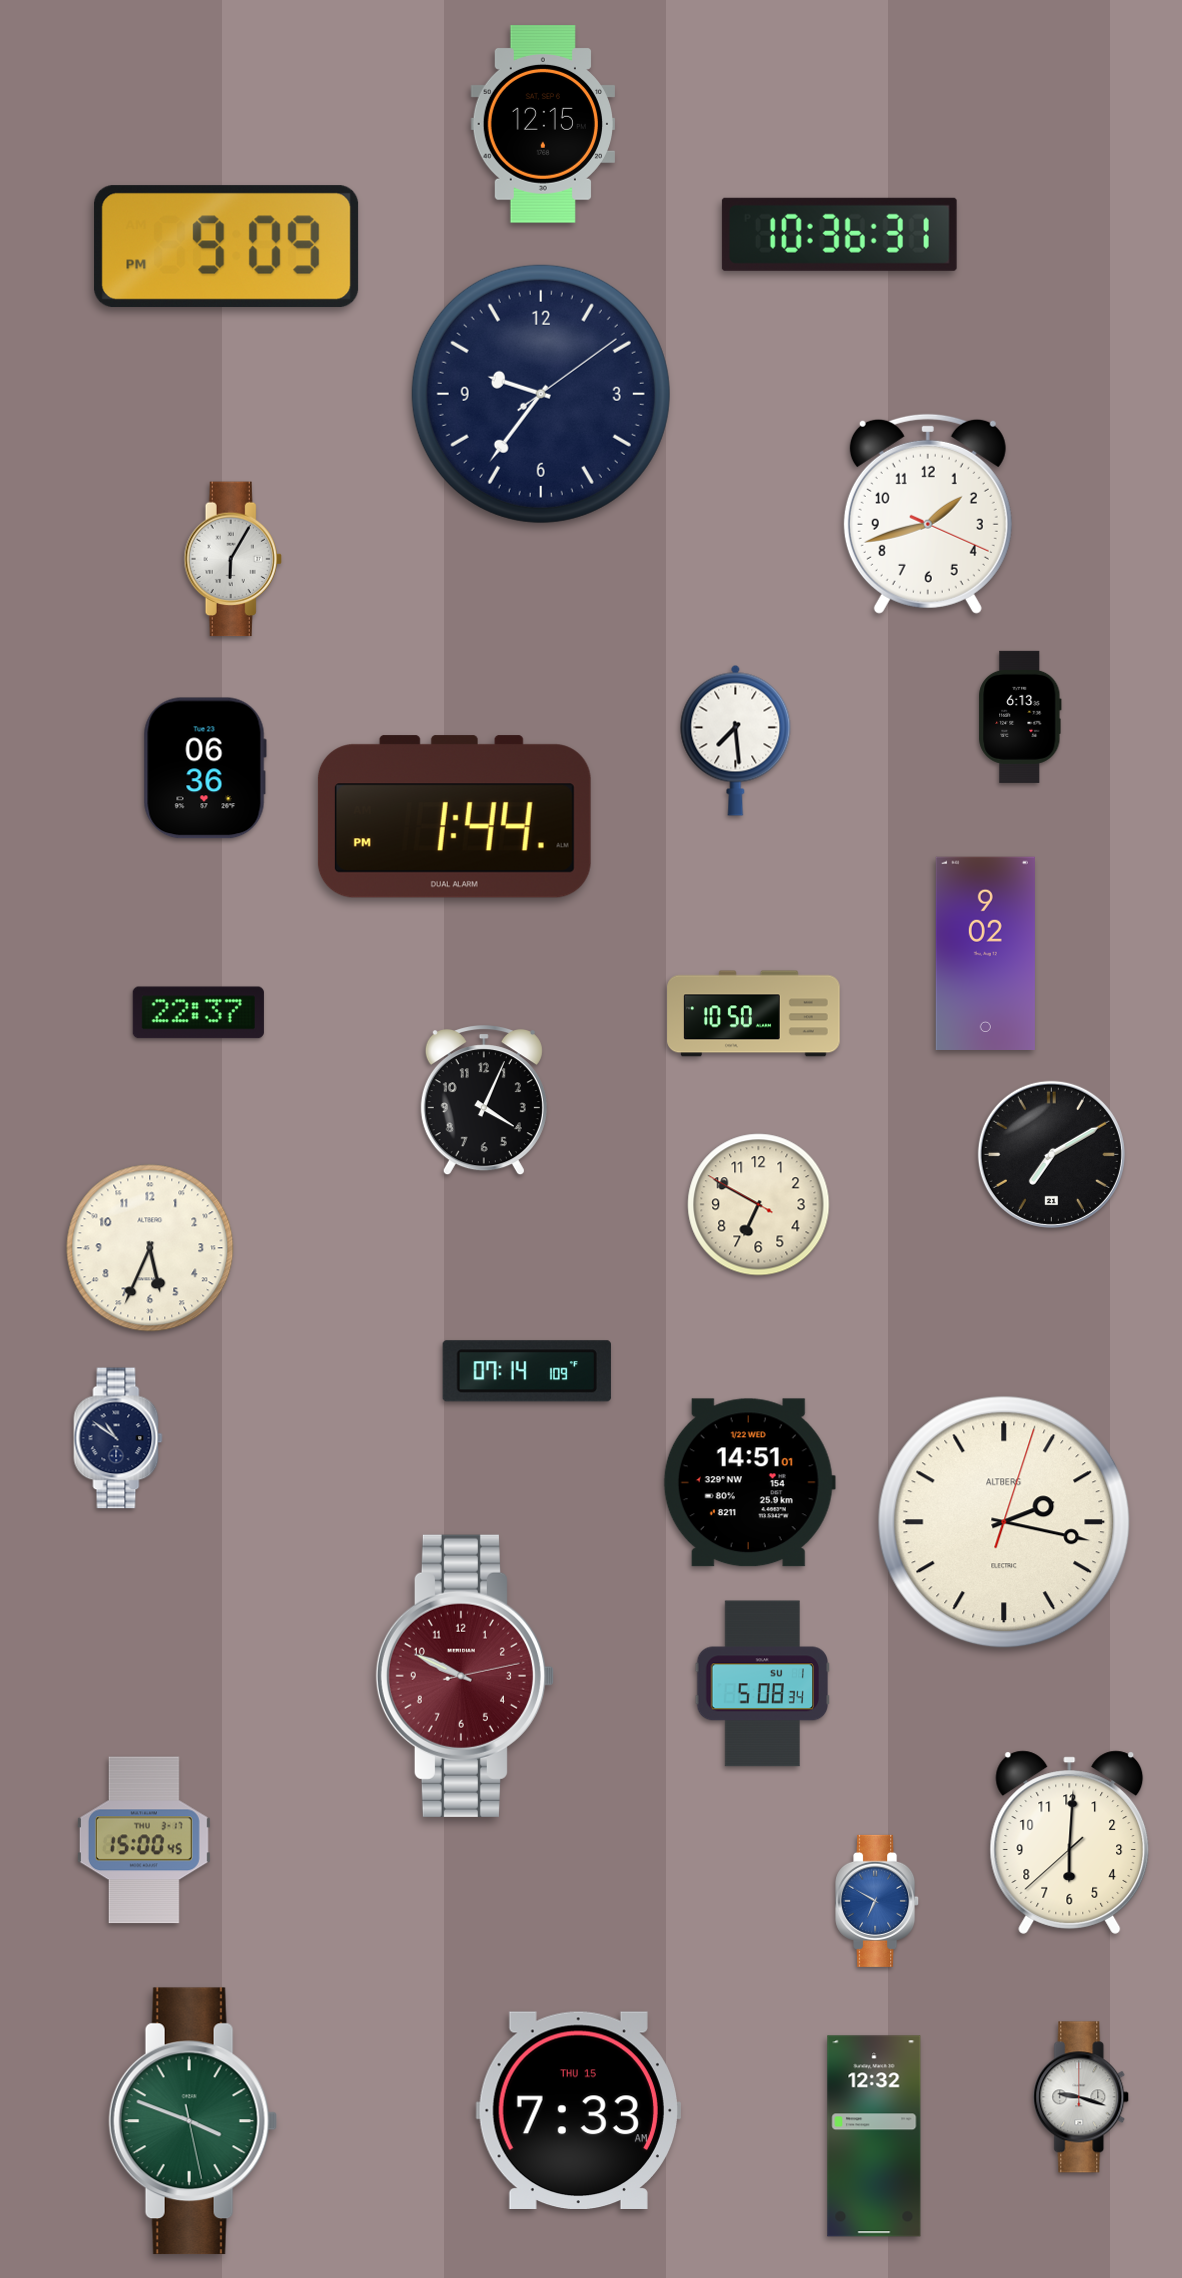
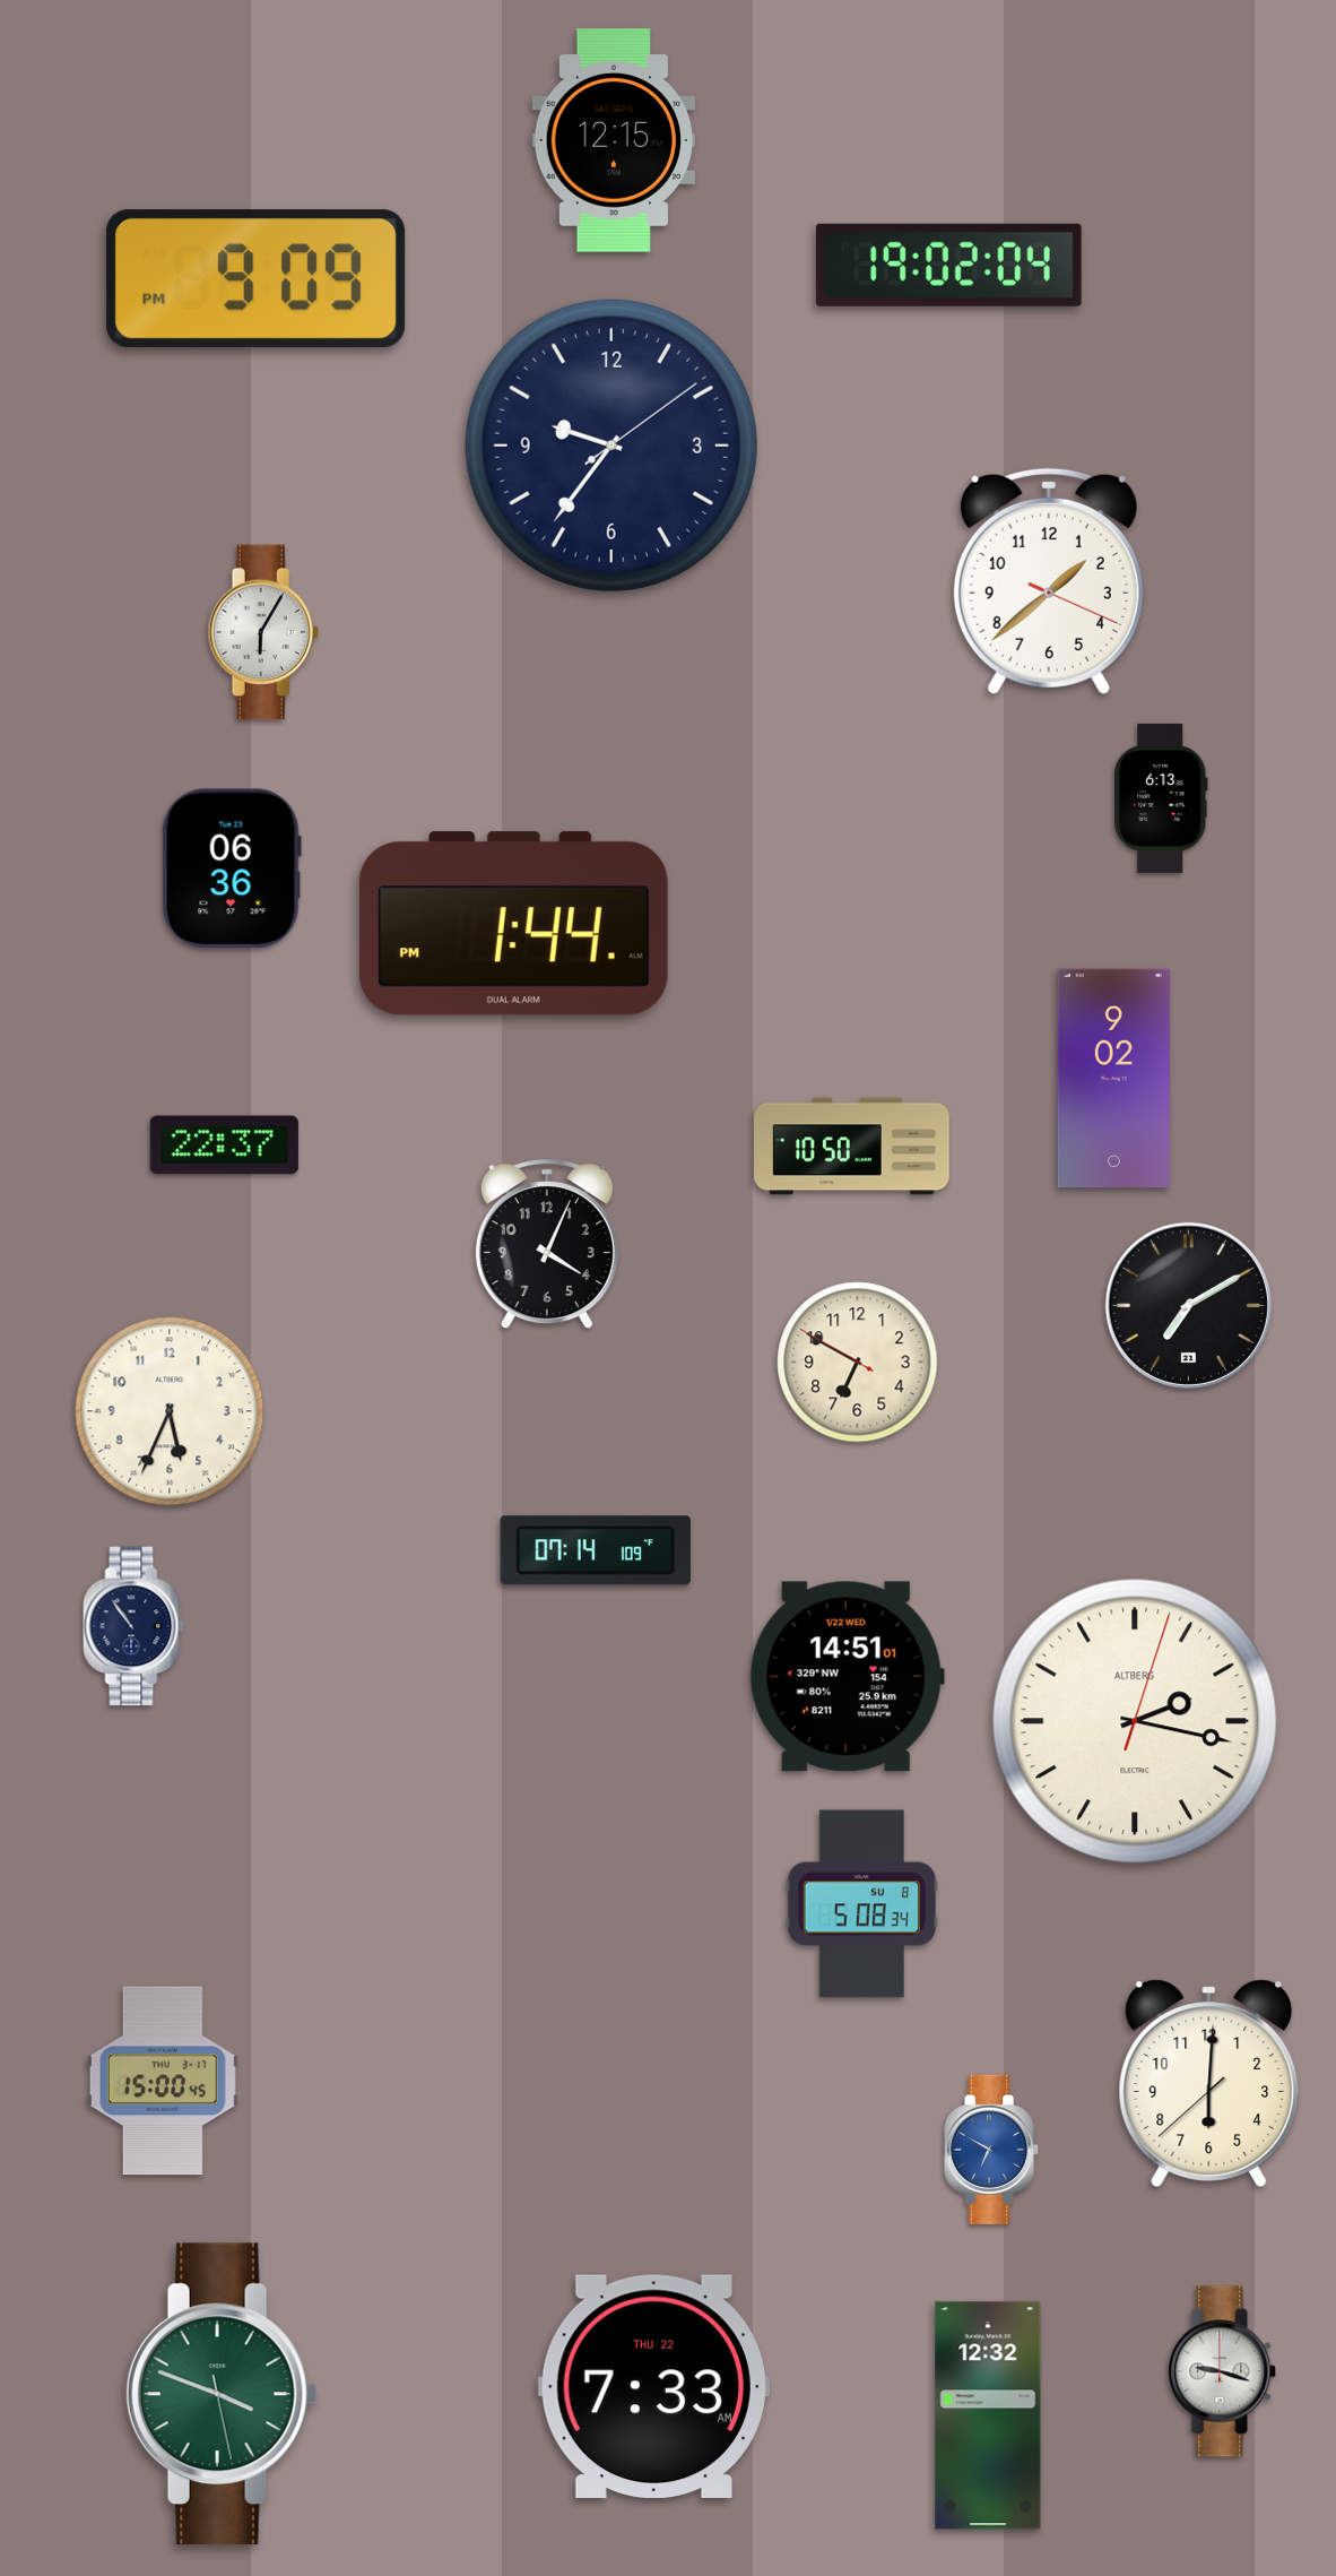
clock at (839, 234): 10:36 -> 19:02
clock at (928, 514): 1:42 -> 1:38
clock at (1020, 717) position: (1020, 717) -> (1161, 798)
clock at (736, 740): 7:29 -> none
clock at (118, 1438): 10:51 -> 10:54
clock at (465, 1676): 9:49 -> none
clock at (763, 1684) date: SU 1 -> SU 8
clock at (578, 2110) date: THU 15 -> THU 22
clock at (193, 2121) position: (193, 2121) -> (222, 2394)
